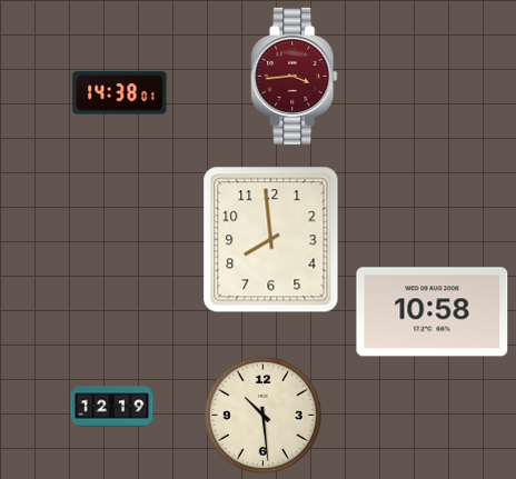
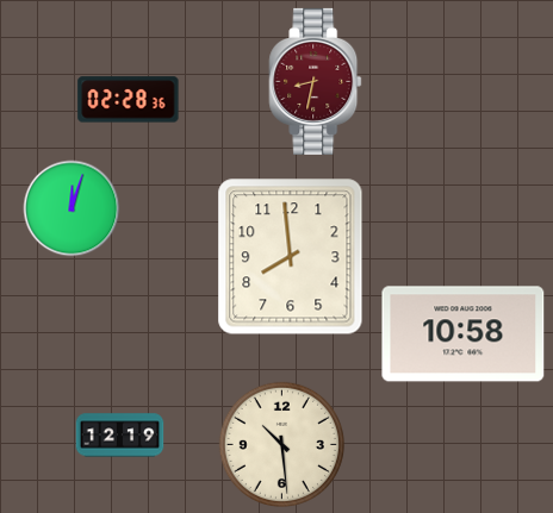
clock at (295, 76): 3:44 -> 8:32
clock at (120, 93): 14:38 -> 02:28
clock at (72, 208): none -> 12:03
